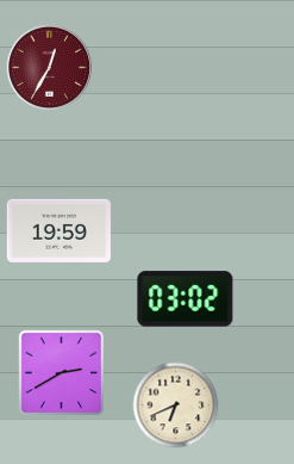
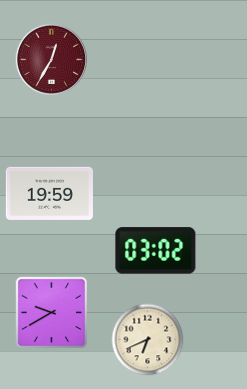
clock at (49, 67) position: (49, 67) -> (51, 59)
clock at (62, 373): 2:40 -> 9:40
